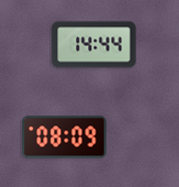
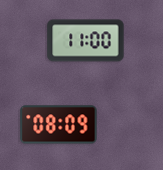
clock at (94, 45): 14:44 -> 11:00
